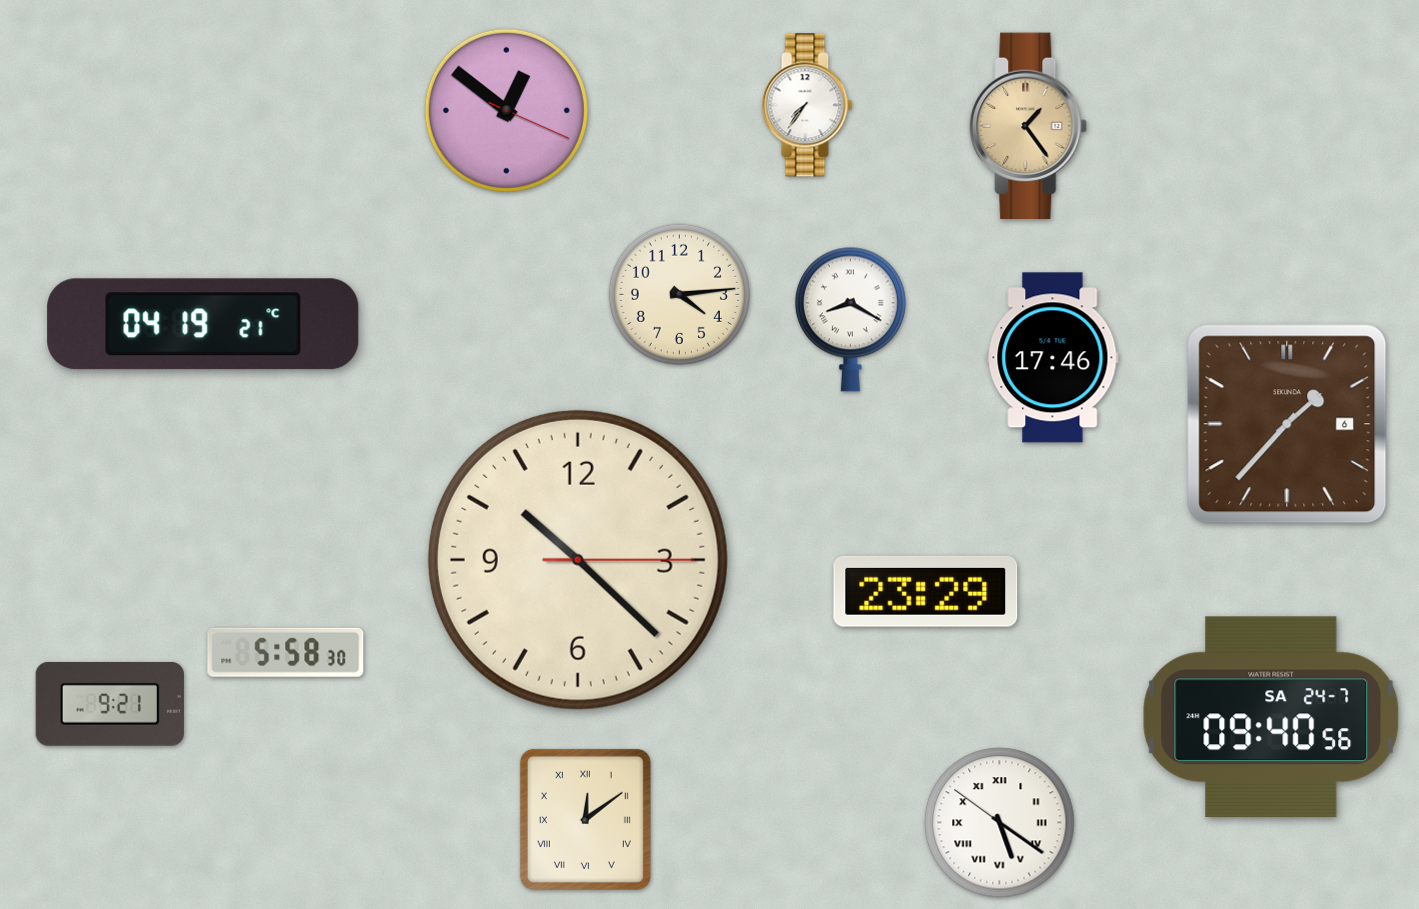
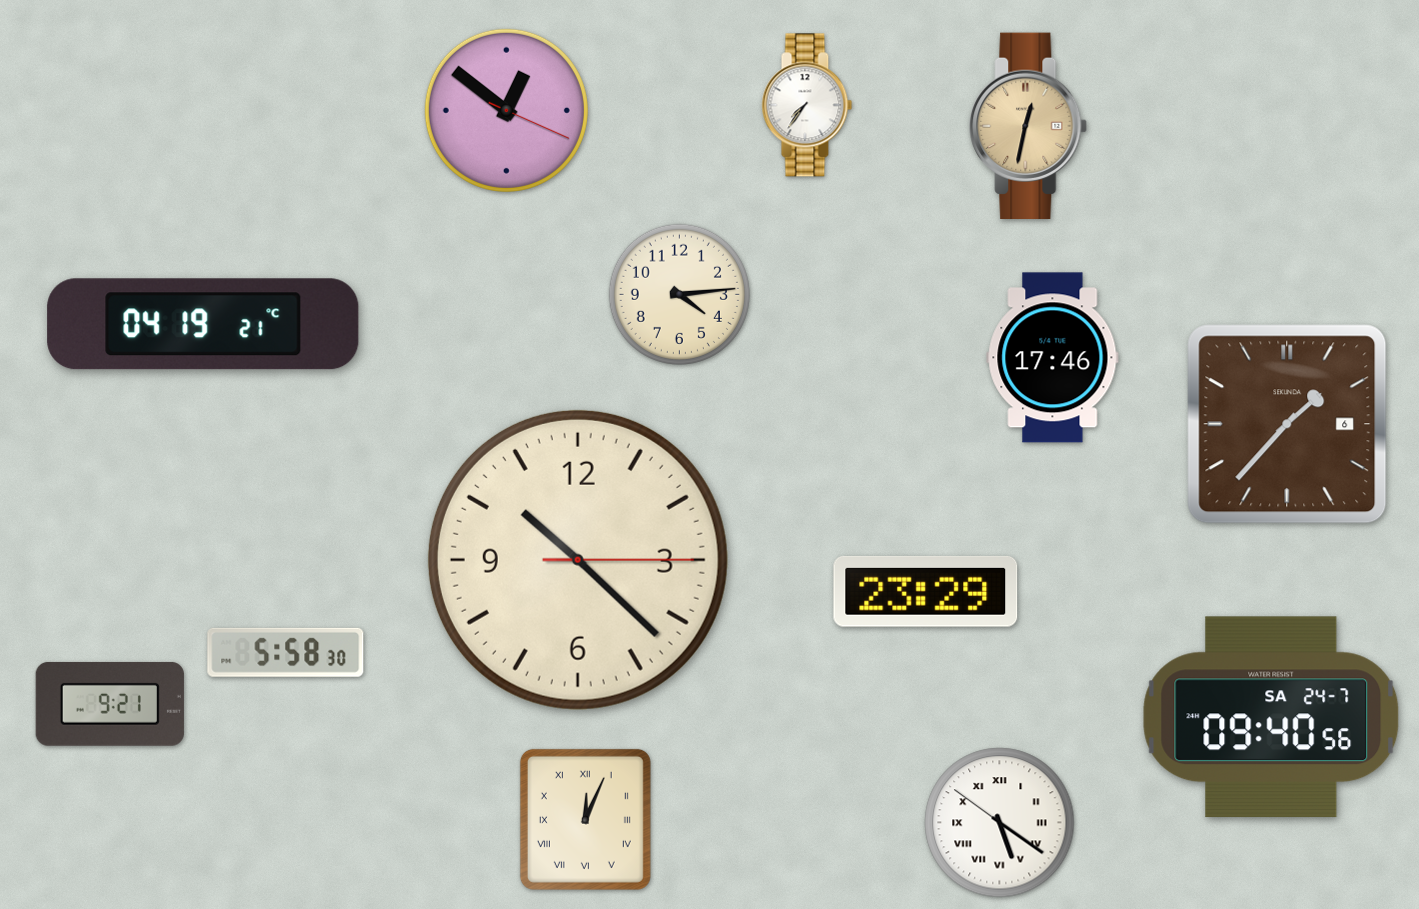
clock at (1029, 125): 1:24 -> 12:32
clock at (850, 319): 8:20 -> none
clock at (585, 819): 12:09 -> 12:04
